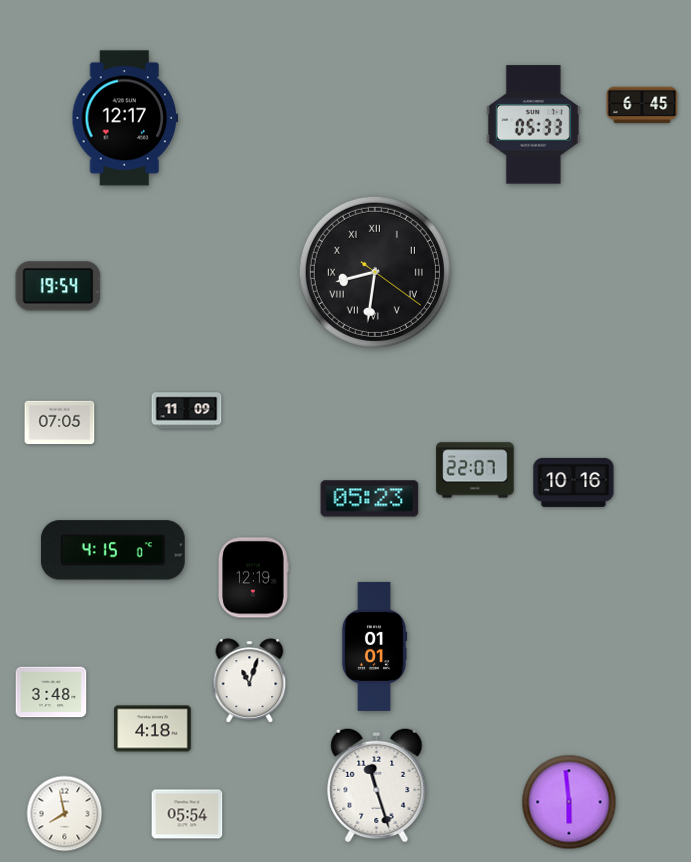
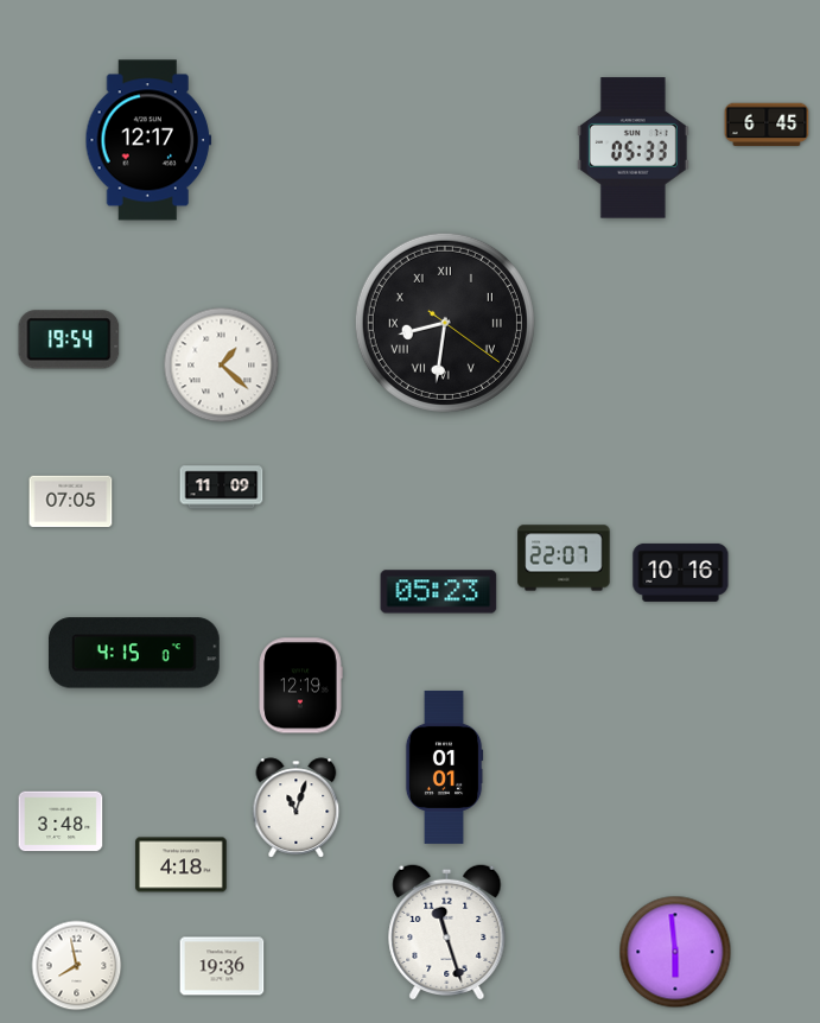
clock at (642, 105) position: (642, 105) -> (767, 125)
clock at (222, 366): none -> 1:22
clock at (187, 814): 05:54 -> 19:36
